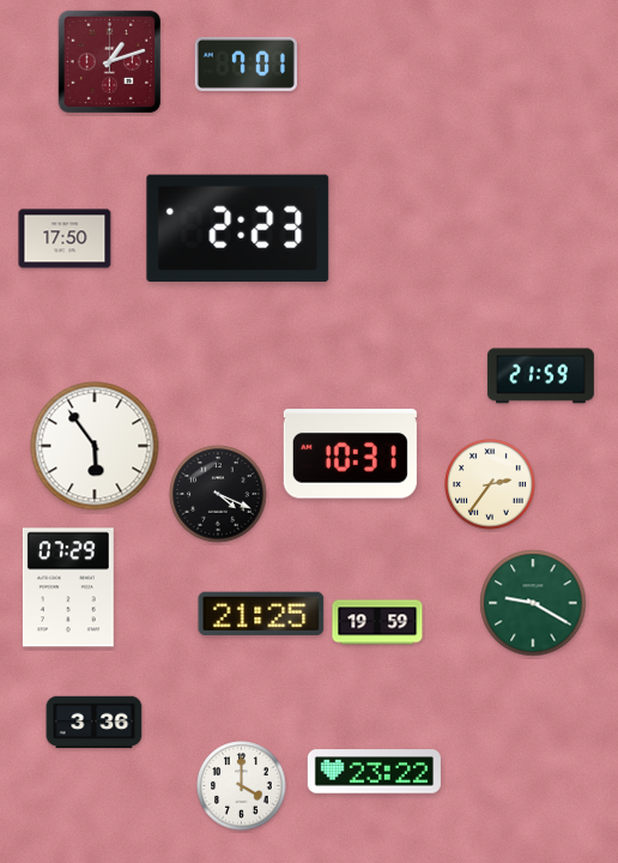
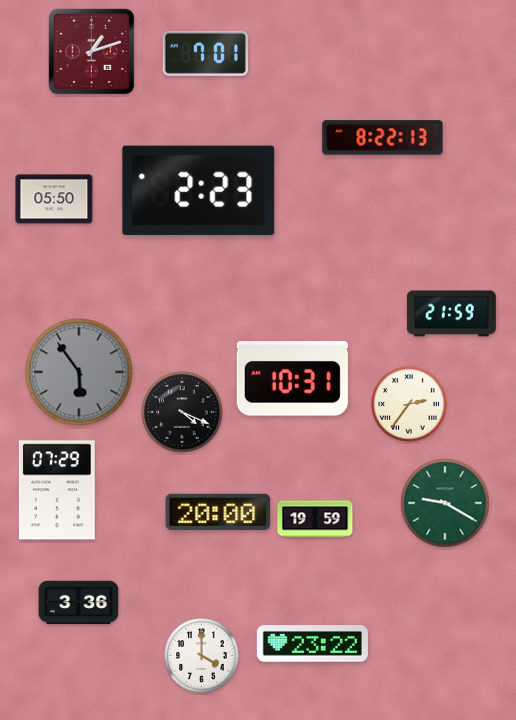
clock at (383, 138): none -> 8:22
clock at (65, 239): 17:50 -> 05:50
clock at (95, 446) dial: white -> grey
clock at (261, 614): 21:25 -> 20:00
